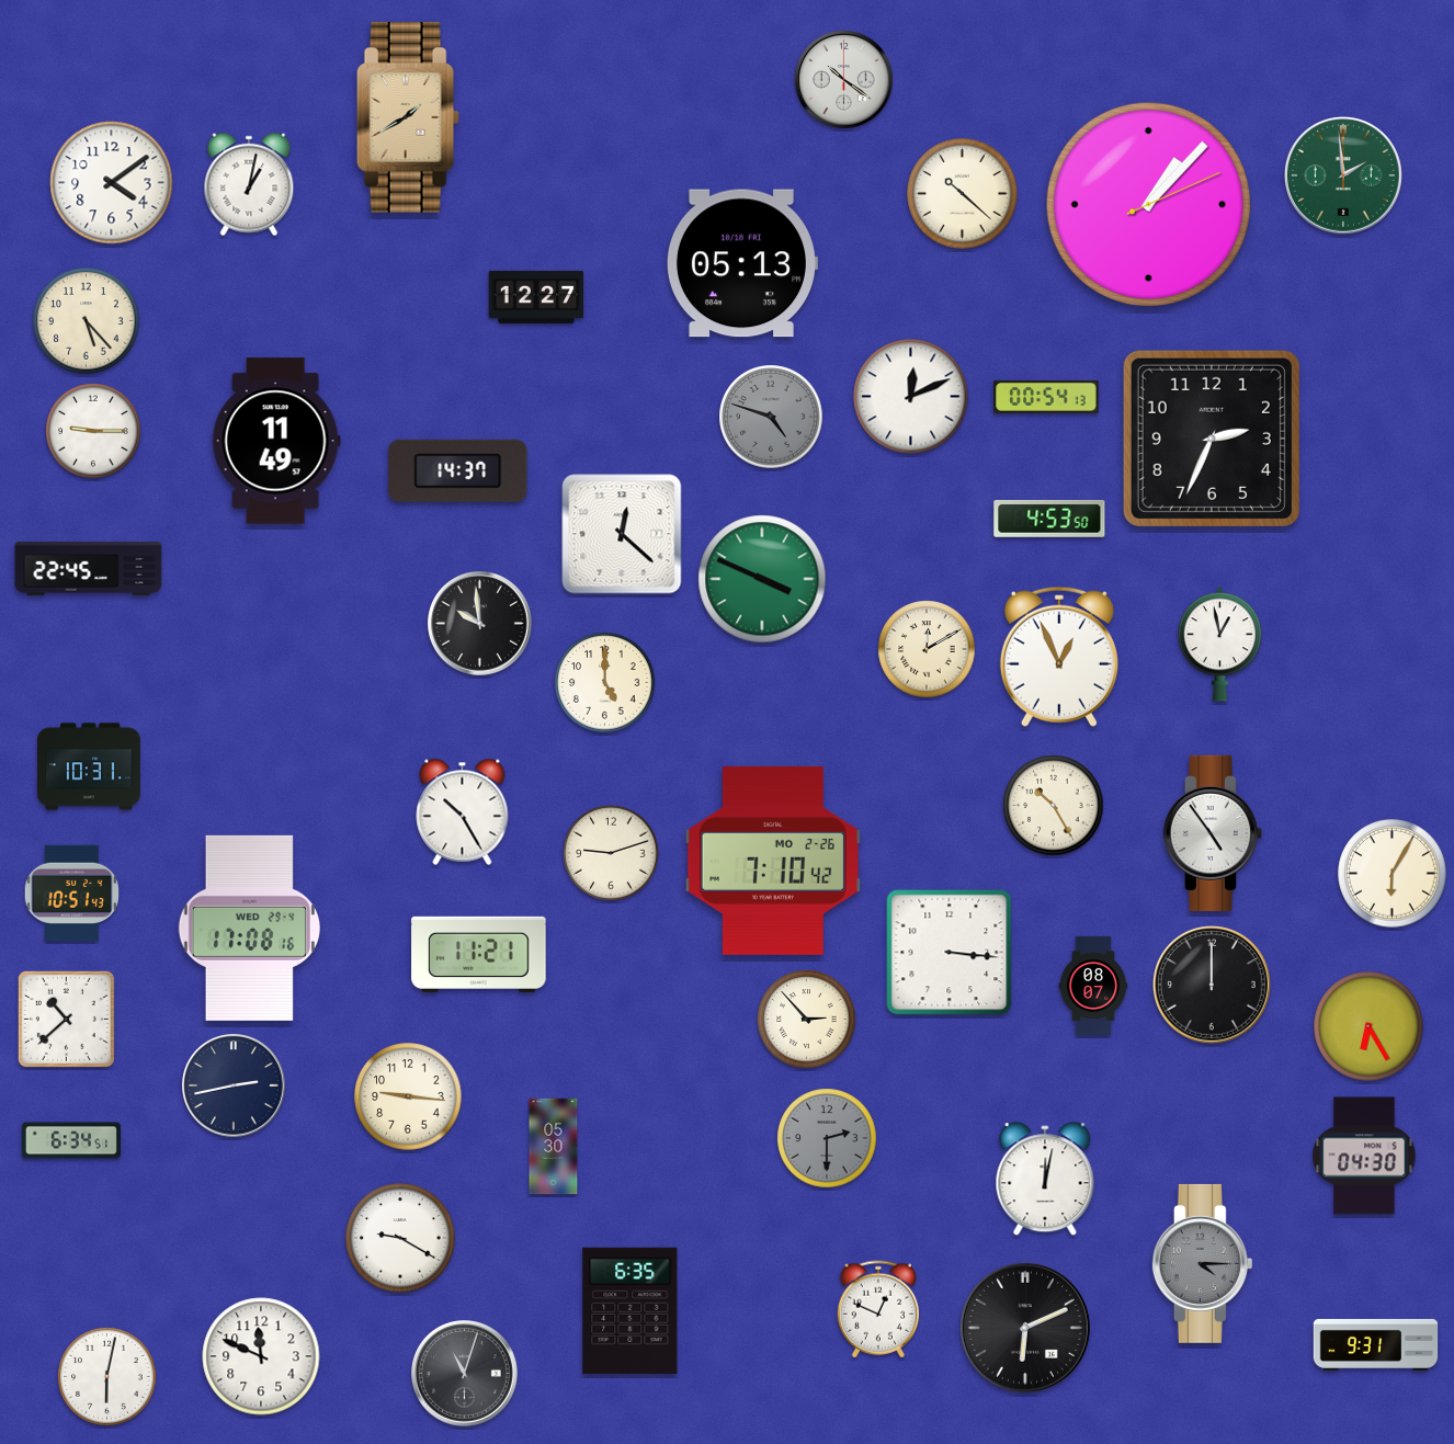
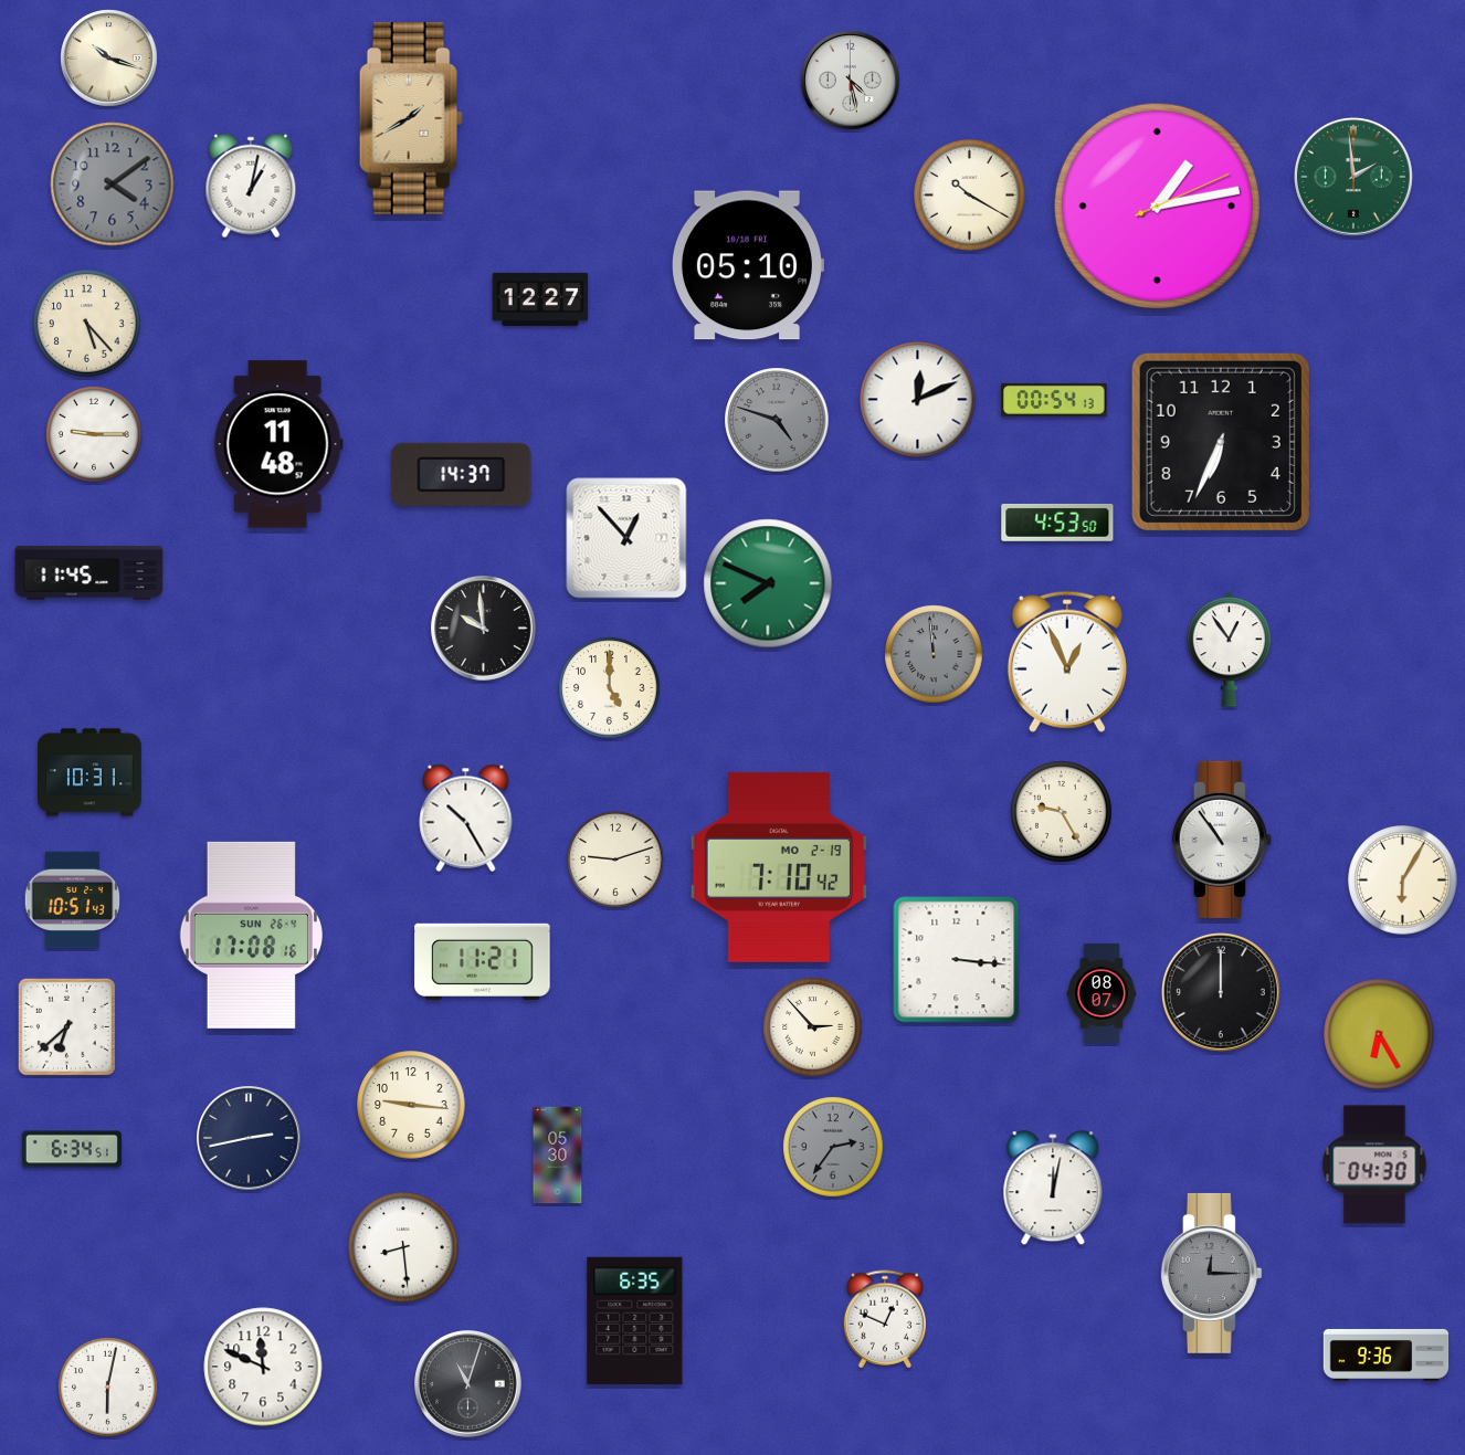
clock at (109, 59): none -> 10:18
clock at (844, 80): 10:21 -> 4:28
clock at (112, 183) dial: white -> grey
clock at (963, 194): 10:22 -> 10:20
clock at (1148, 204): 1:07 -> 1:13
clock at (741, 263): 05:13 -> 05:10
clock at (1212, 439): 2:34 -> 6:34
clock at (276, 441): 11:49 -> 11:48
clock at (622, 534): 12:22 -> 12:53
clock at (89, 569): 22:45 -> 11:45
clock at (762, 579): 3:49 -> 7:49
clock at (1219, 645): 12:58 -> 12:54
clock at (927, 649): 12:10 -> 11:59
clock at (927, 649) dial: cream -> grey
clock at (1054, 806): 10:25 -> 9:25
clock at (1213, 833): 4:54 -> 10:54
clock at (773, 861) date: MO 2-26 -> MO 2-19
clock at (249, 928) date: WED 29-4 -> SUN 26-4
clock at (66, 1019): 10:38 -> 6:38
clock at (234, 1085) position: (234, 1085) -> (249, 1138)
clock at (827, 1138): 2:30 -> 2:36
clock at (400, 1238): 9:20 -> 8:29
clock at (1202, 1263): 4:15 -> 12:15
clock at (1025, 1328): 6:11 -> none
clock at (1376, 1344): 9:31 -> 9:36
